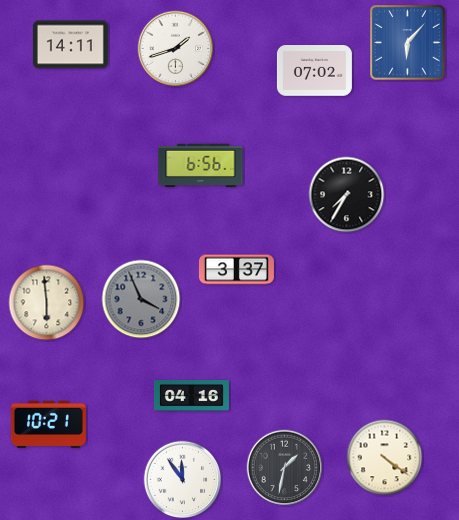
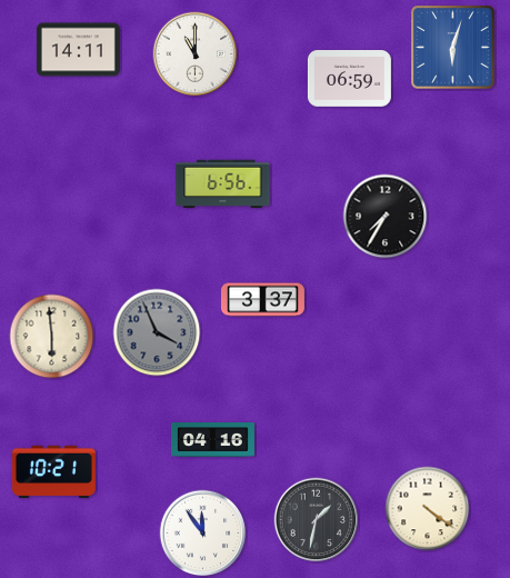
clock at (408, 43): 6:07 -> 6:03
clock at (176, 49): 1:42 -> 11:00
clock at (314, 71): 07:02 -> 06:59
